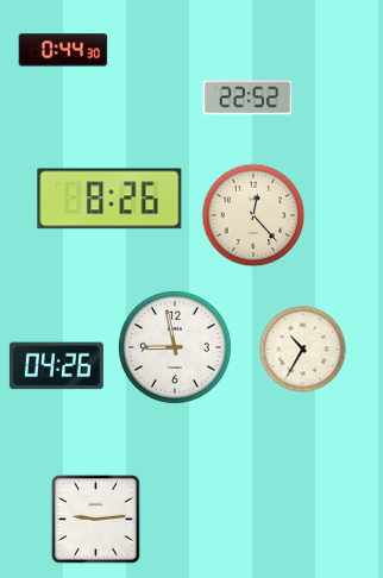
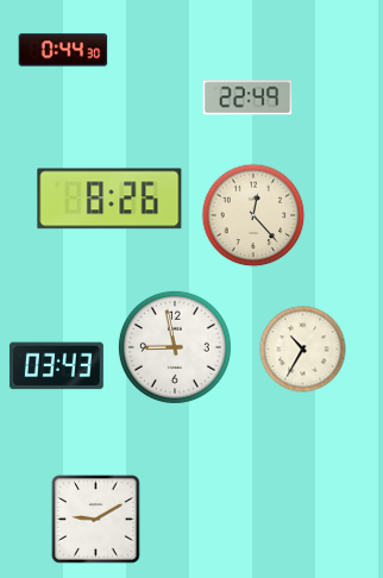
clock at (247, 98): 22:52 -> 22:49
clock at (56, 366): 04:26 -> 03:43
clock at (96, 520): 9:14 -> 9:10
